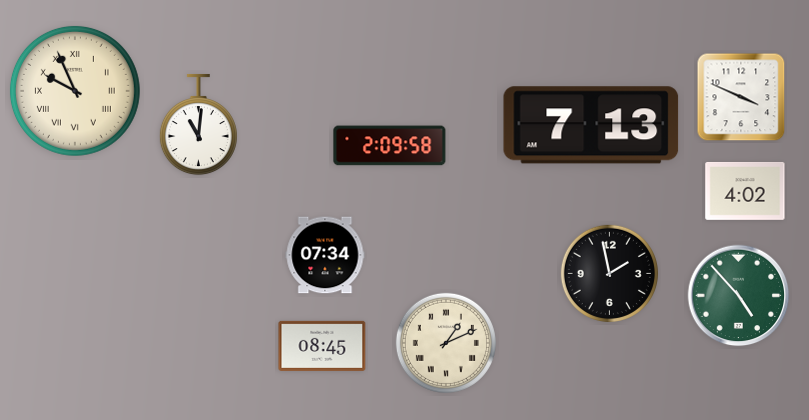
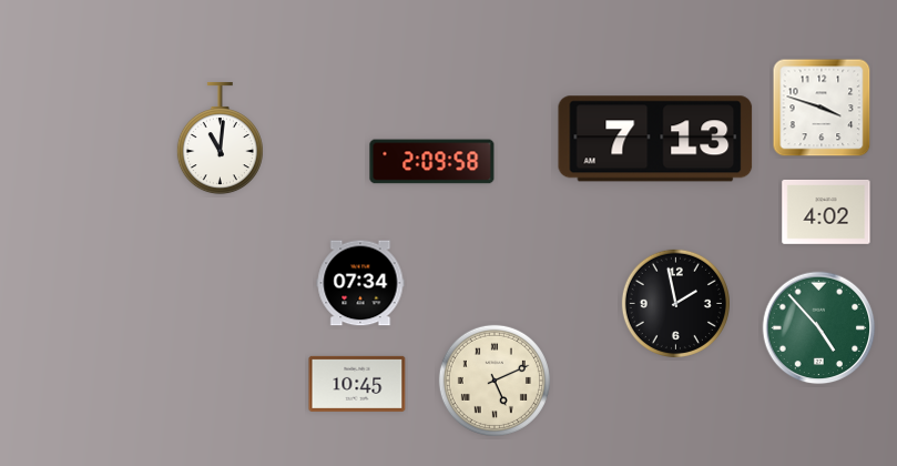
clock at (75, 91): 9:56 -> none
clock at (741, 97): 3:49 -> 3:48
clock at (446, 343): 1:11 -> 5:11
clock at (322, 346): 08:45 -> 10:45
